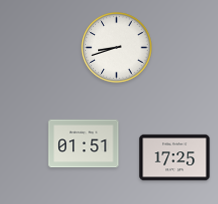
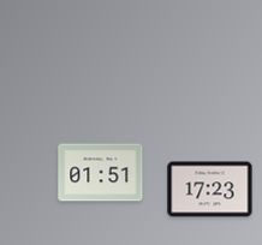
clock at (117, 48): 8:42 -> none
clock at (175, 158): 17:25 -> 17:23
